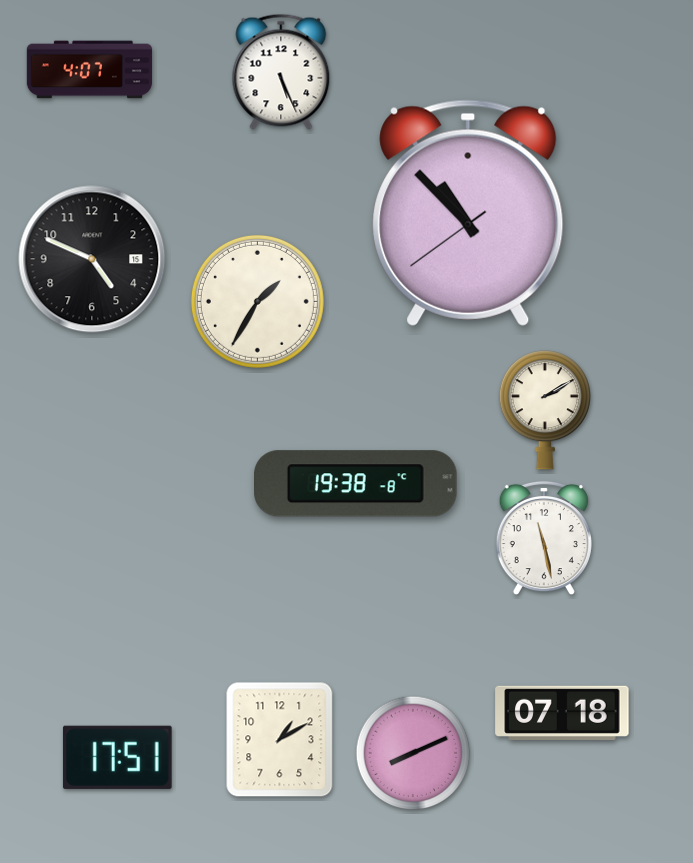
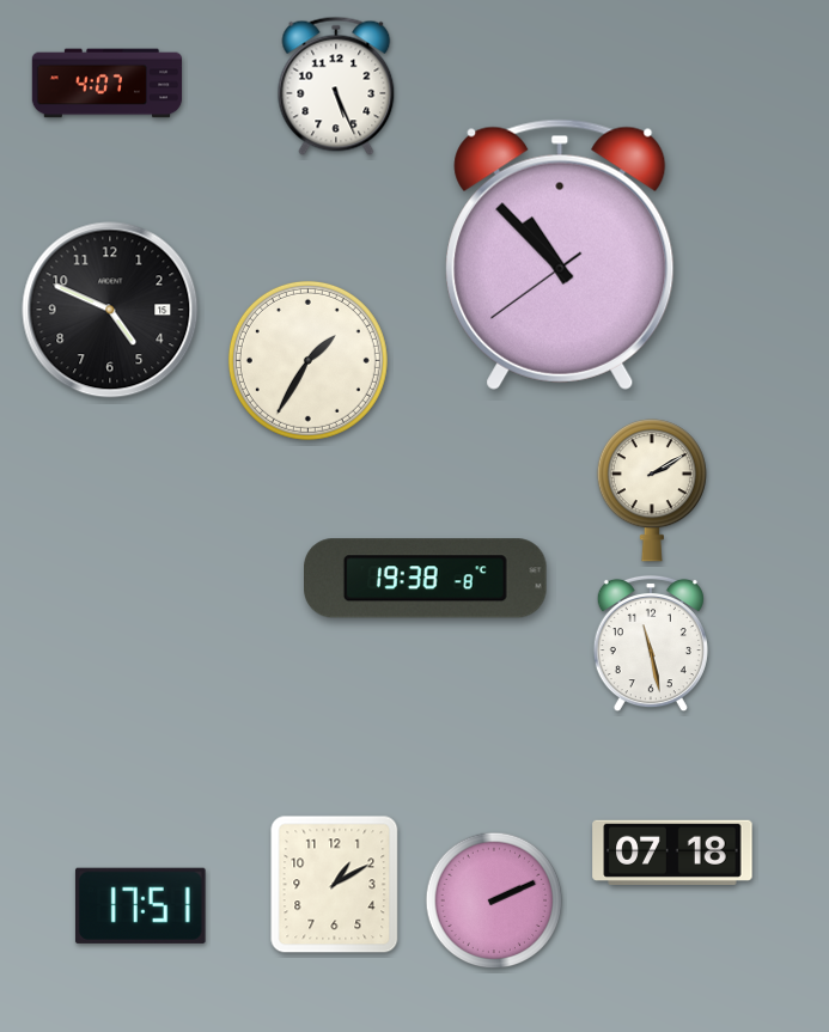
clock at (413, 753): 8:11 -> 2:11
